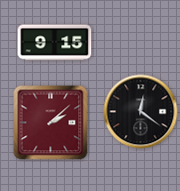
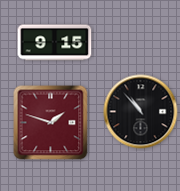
clock at (141, 112): 12:21 -> 10:53
clock at (51, 123): 2:08 -> 1:48
